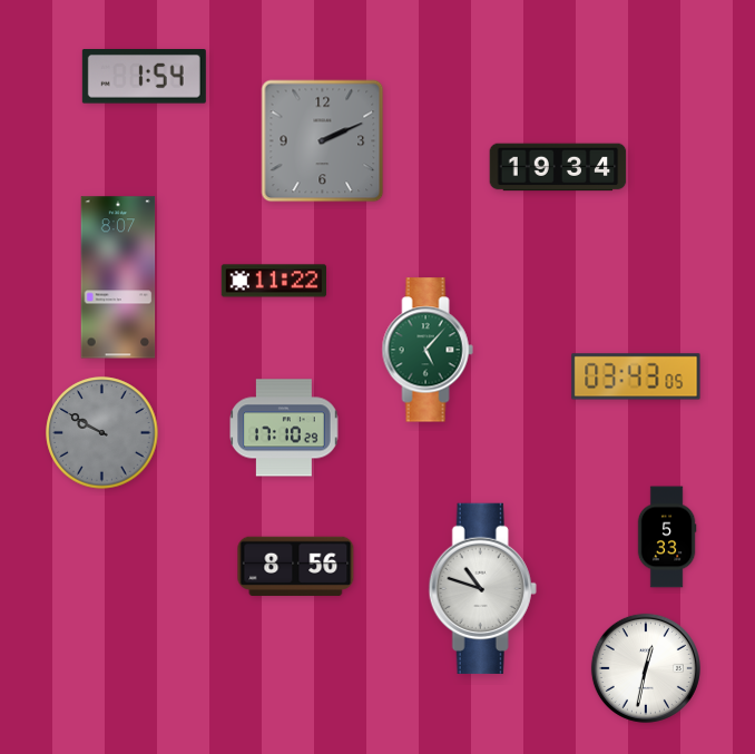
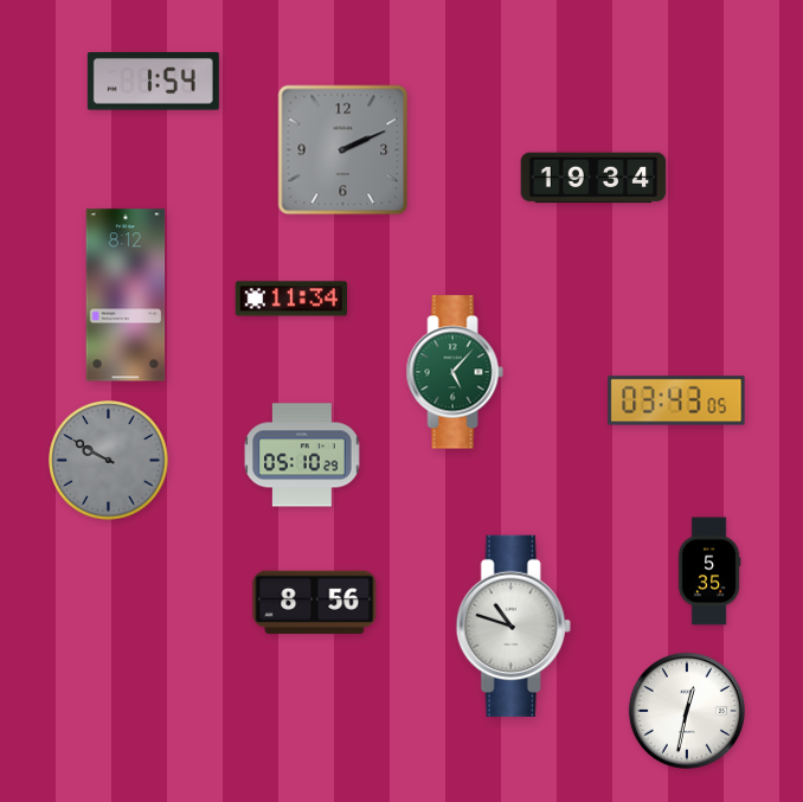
clock at (118, 277): 8:07 -> 8:12
clock at (274, 281): 11:22 -> 11:34
clock at (284, 428): 17:10 -> 05:10
clock at (667, 537): 5:33 -> 5:35
